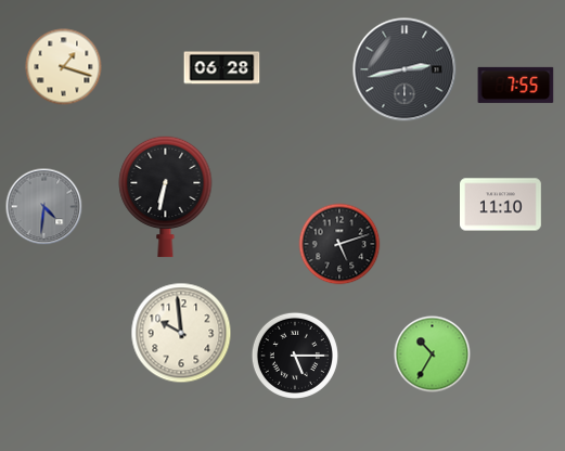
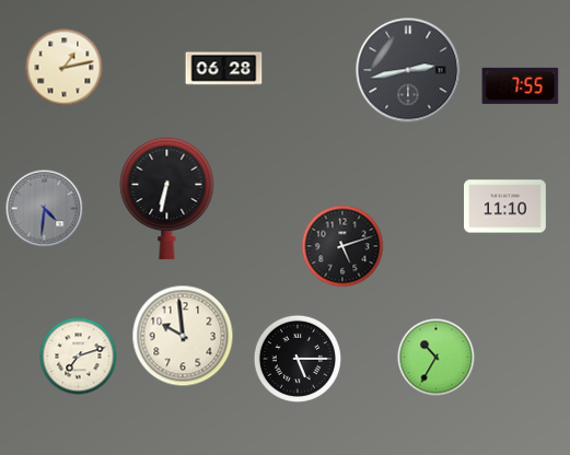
clock at (64, 67): 1:18 -> 1:13
clock at (79, 357): none -> 7:12
